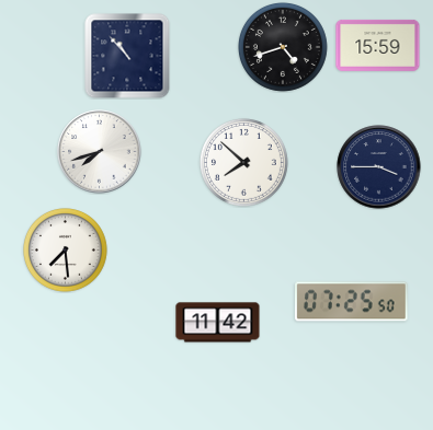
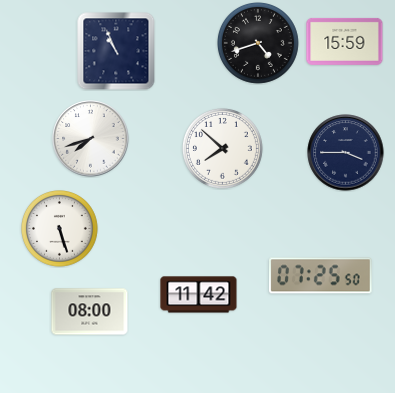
clock at (127, 56): 10:53 -> 10:56
clock at (66, 251): 7:29 -> 5:27
clock at (90, 312): none -> 08:00
